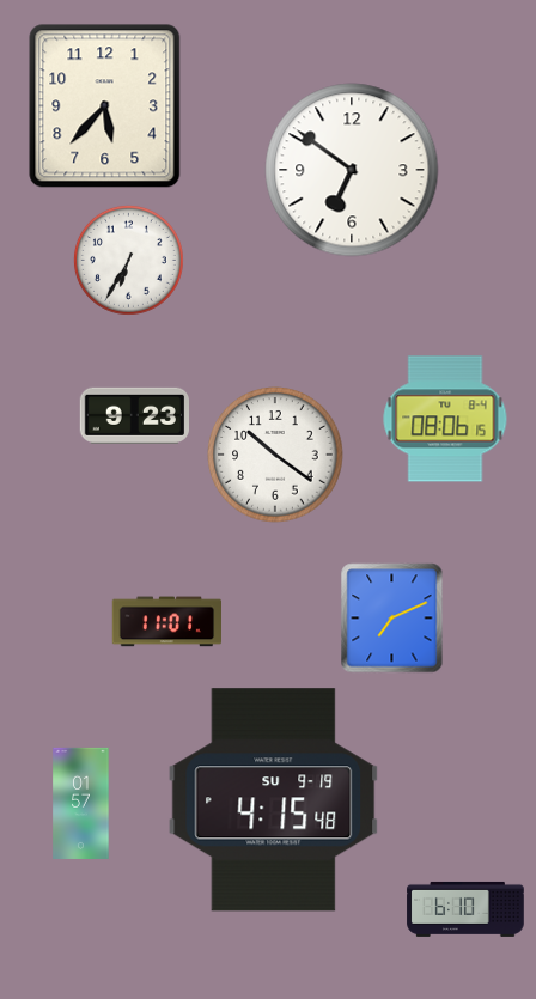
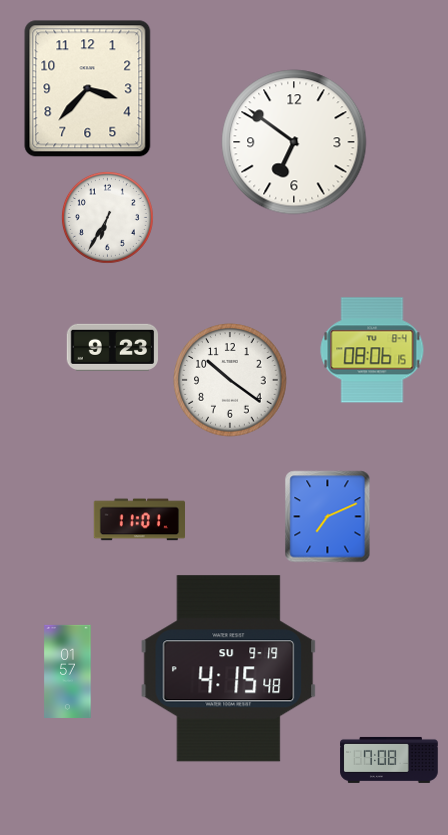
clock at (105, 106): 5:37 -> 3:37
clock at (465, 909): 6:10 -> 7:08
